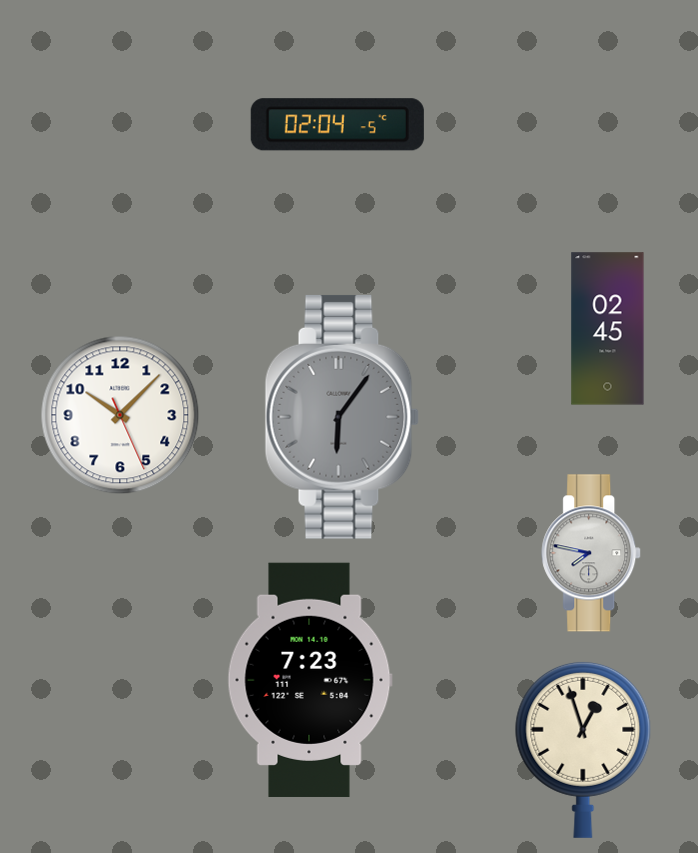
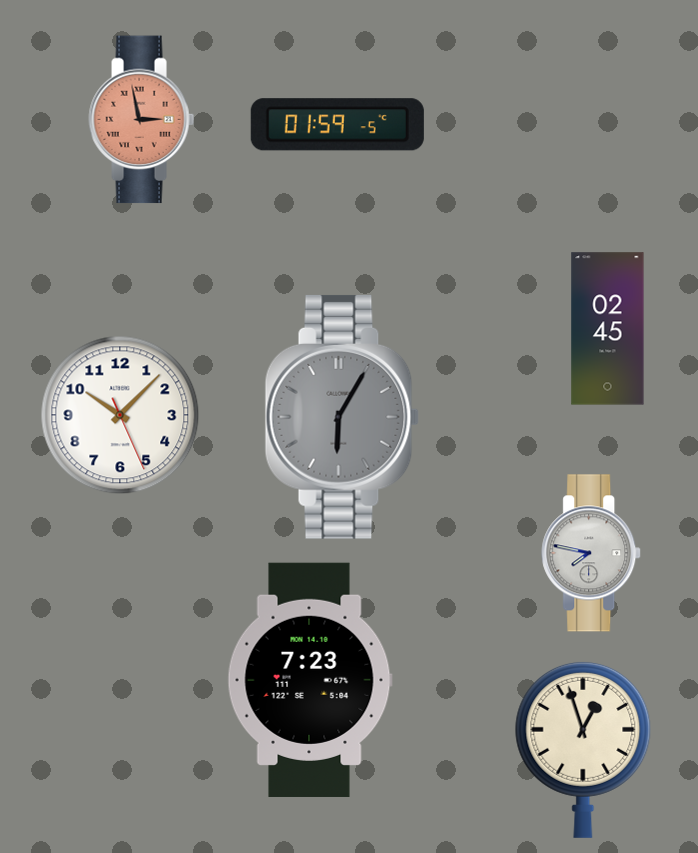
clock at (142, 120): none -> 2:58
clock at (337, 125): 02:04 -> 01:59
clock at (342, 417): 6:06 -> 6:05
